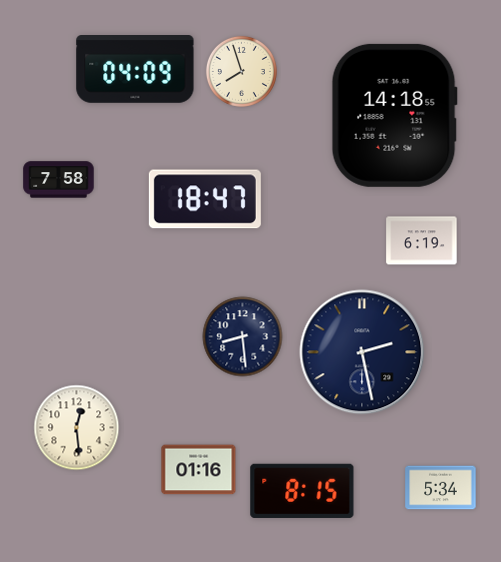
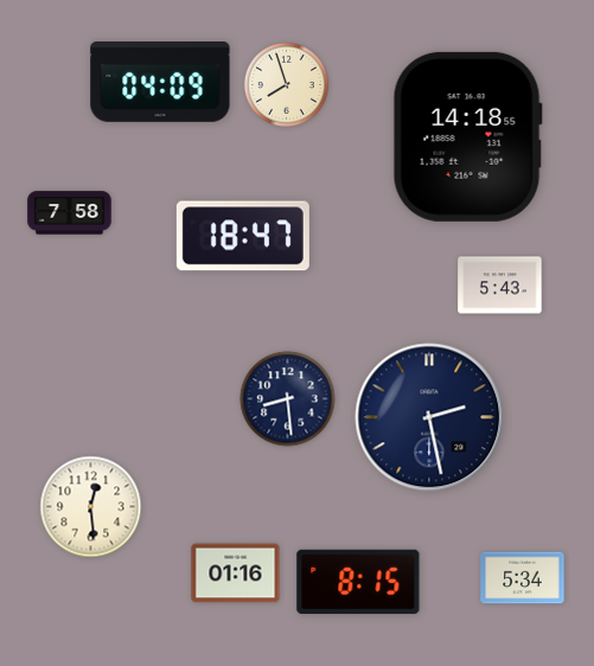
clock at (422, 241): 6:19 -> 5:43
clock at (199, 470) position: (199, 470) -> (236, 574)
